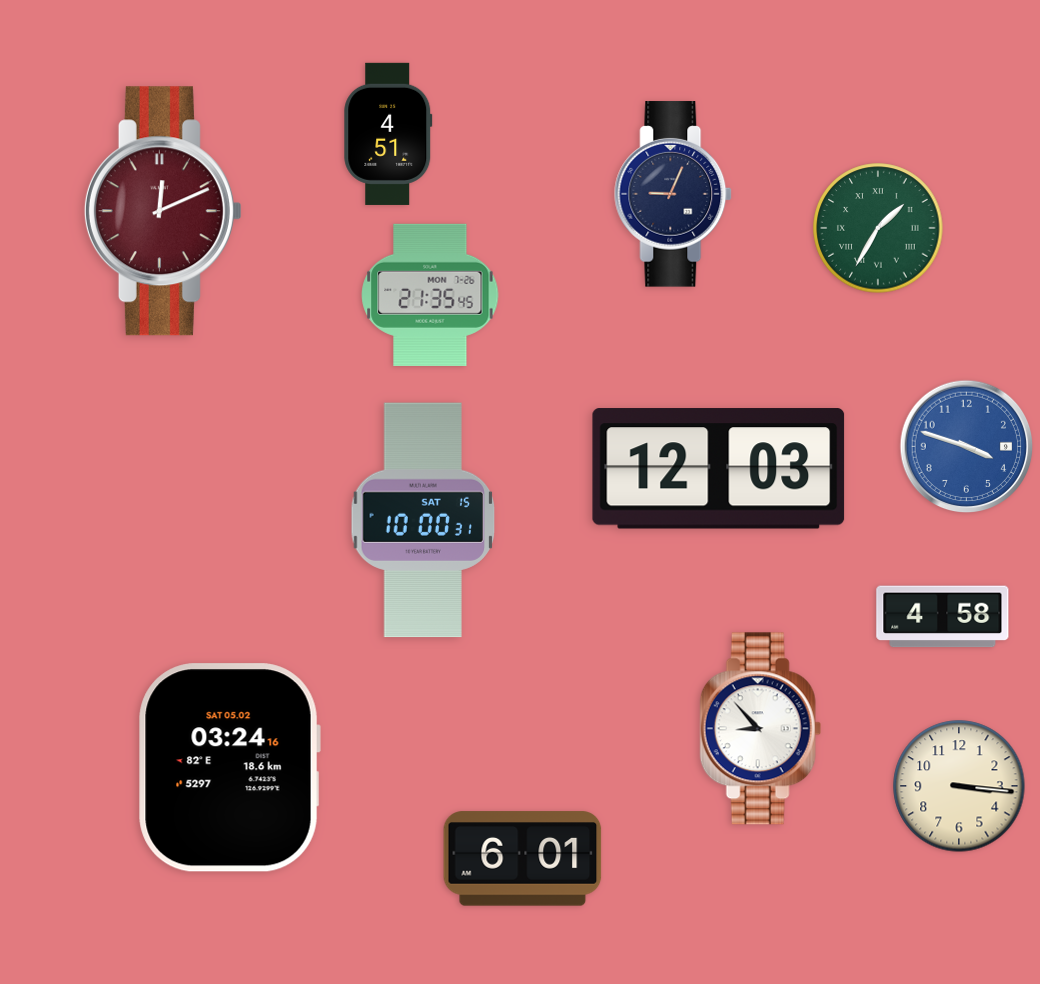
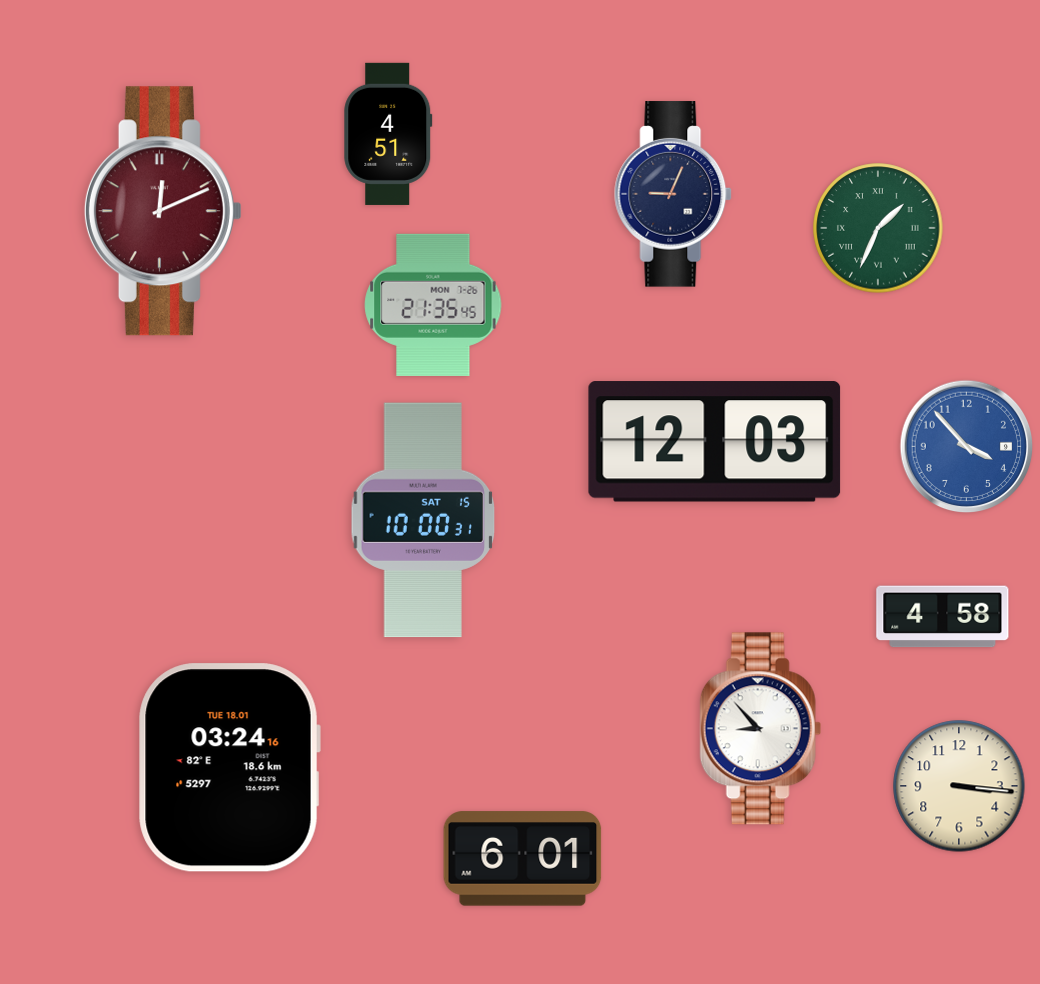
clock at (878, 228): 1:35 -> 1:34
clock at (430, 295) position: (430, 295) -> (433, 305)
clock at (967, 447): 3:48 -> 3:53
clock at (719, 469) position: (719, 469) -> (715, 442)
clock at (229, 768) date: SAT 05.02 -> TUE 18.01
